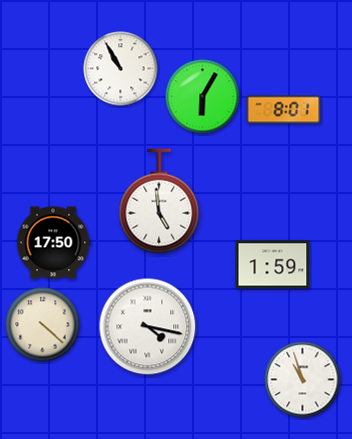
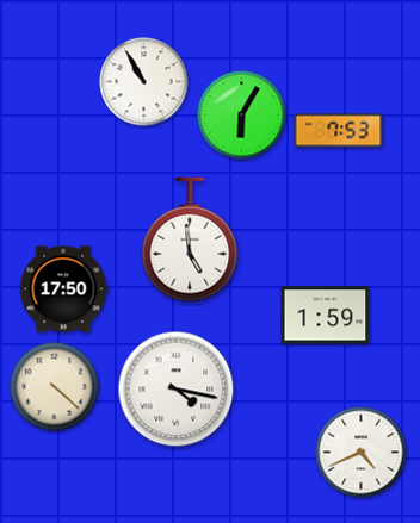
clock at (284, 110): 8:01 -> 7:53
clock at (43, 325) position: (43, 325) -> (55, 387)
clock at (303, 380): 10:57 -> 4:41
